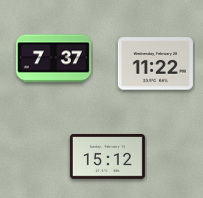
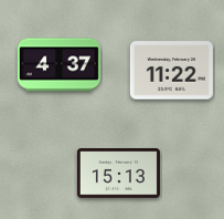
clock at (53, 59): 7:37 -> 4:37
clock at (107, 157): 15:12 -> 15:13
